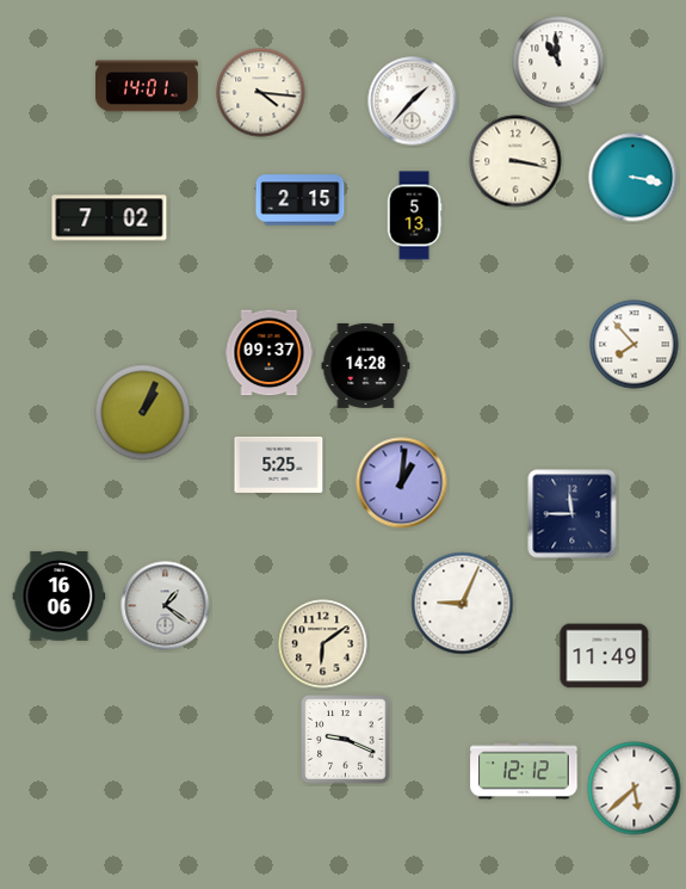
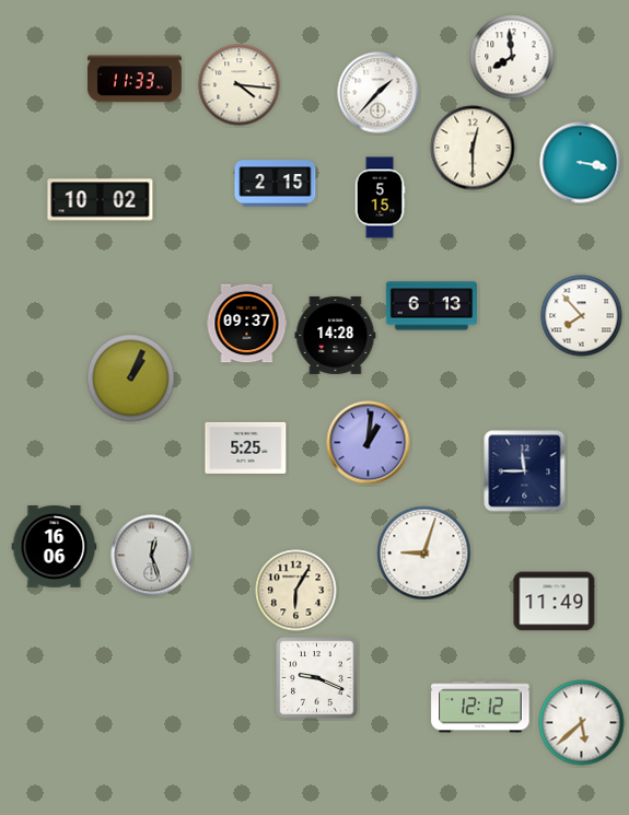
clock at (558, 62): 10:59 -> 7:59
clock at (147, 86): 14:01 -> 11:33
clock at (515, 161): 3:17 -> 12:30
clock at (414, 216): 5:13 -> 5:15
clock at (110, 218): 7:02 -> 10:02
clock at (431, 306): none -> 6:13
clock at (279, 464) position: (279, 464) -> (246, 447)
clock at (463, 604): 9:04 -> 9:03
clock at (166, 606): 1:21 -> 12:27
clock at (323, 644): 6:09 -> 6:05
